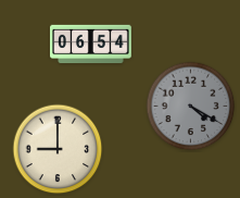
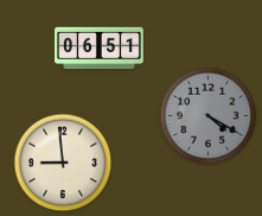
clock at (91, 45): 06:54 -> 06:51
clock at (58, 149): 9:00 -> 8:59
